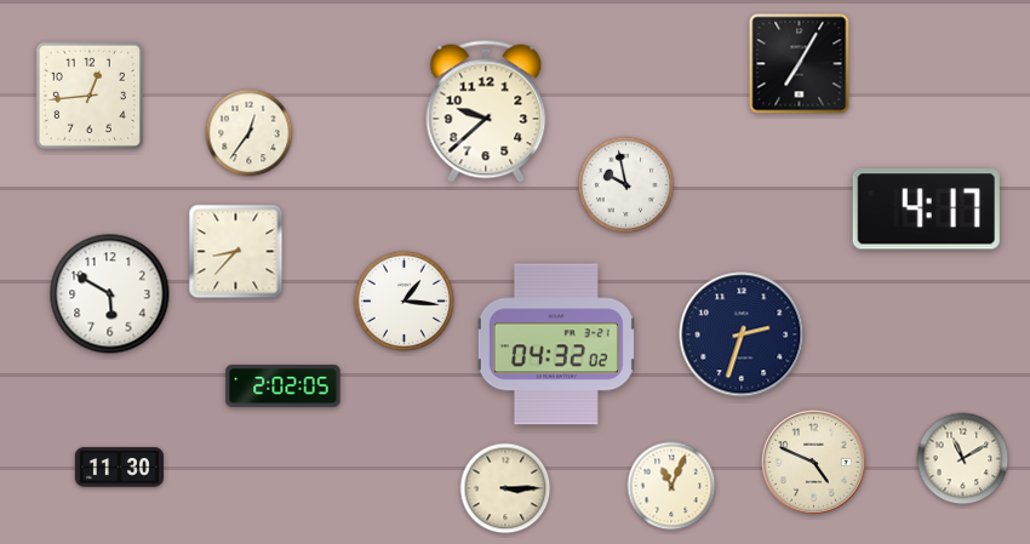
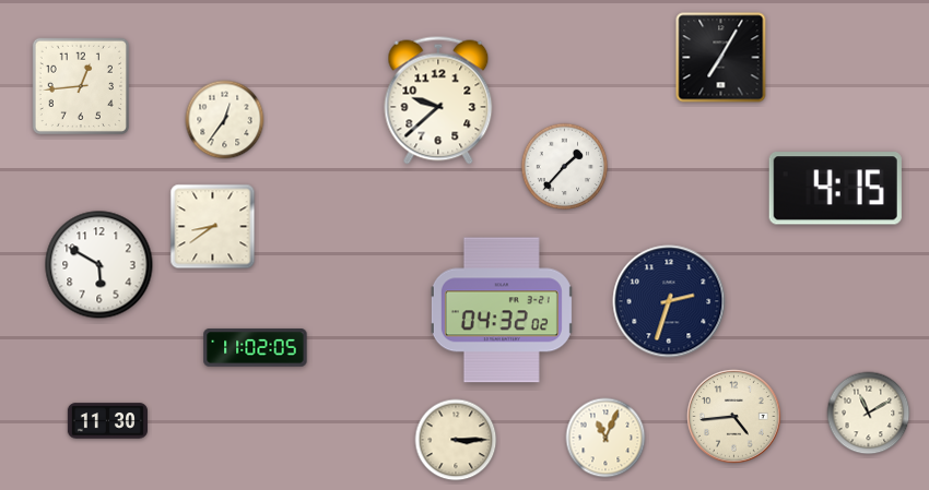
clock at (626, 185): 9:58 -> 1:37
clock at (926, 210): 4:17 -> 4:15
clock at (236, 252): 8:37 -> 8:39
clock at (404, 300): 1:16 -> none
clock at (284, 386): 2:02 -> 11:02
clock at (814, 463): 4:49 -> 4:44
